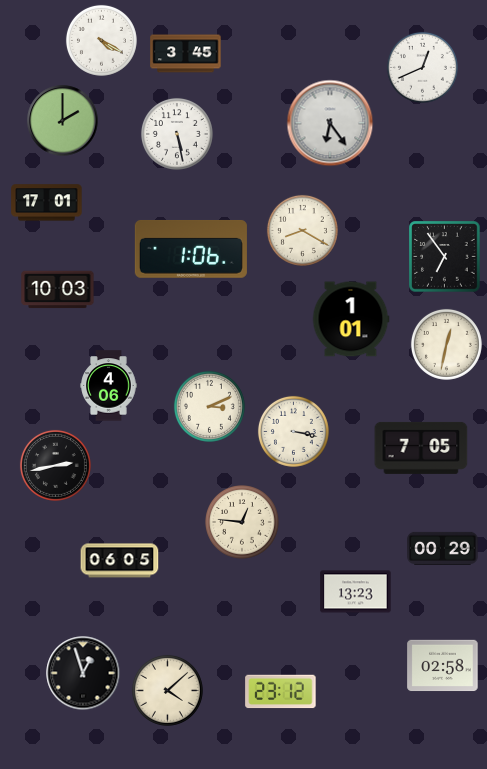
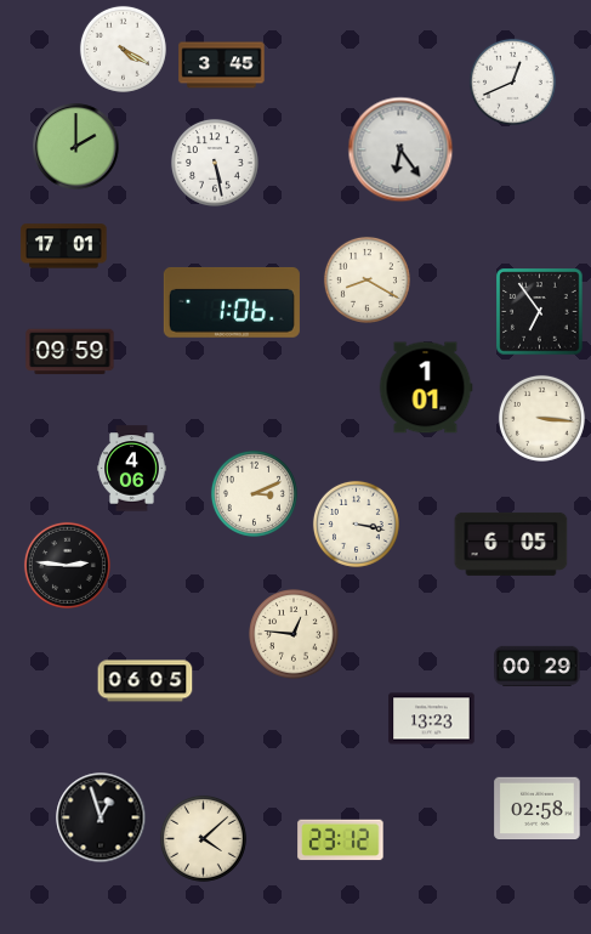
clock at (186, 54) position: (186, 54) -> (222, 66)
clock at (47, 203) position: (47, 203) -> (64, 247)
clock at (58, 290): 10:03 -> 09:59
clock at (446, 344): 12:32 -> 3:16
clock at (421, 448): 7:05 -> 6:05
clock at (55, 465): 2:43 -> 2:46
